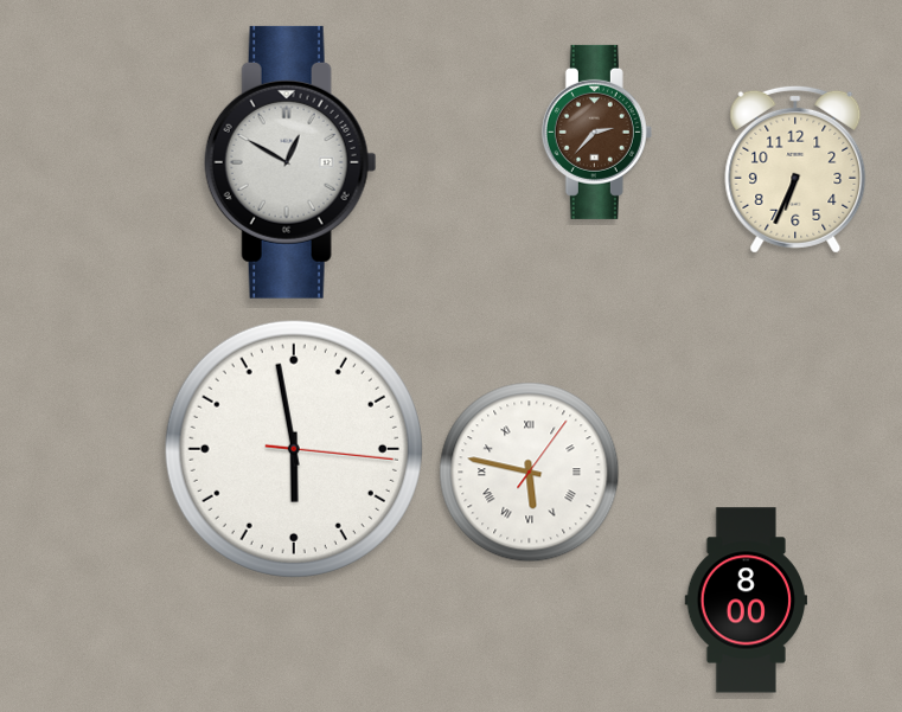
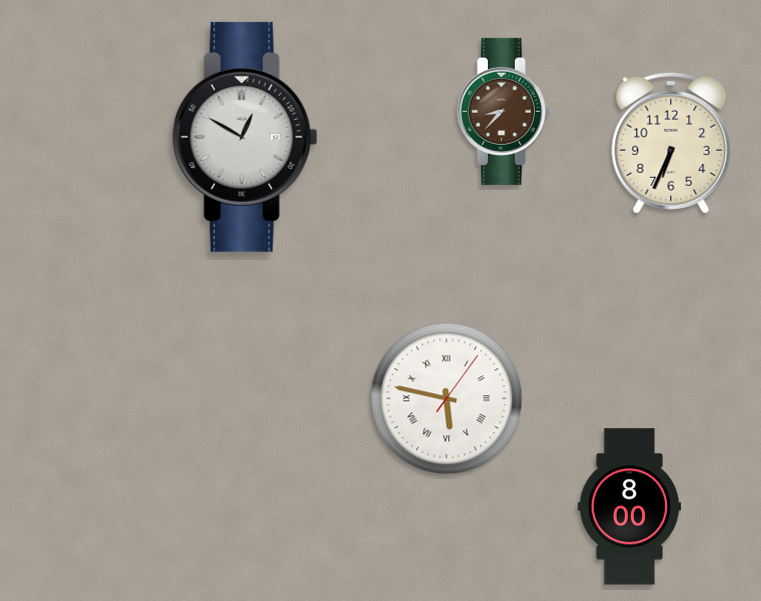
clock at (596, 132): 2:37 -> 8:37
clock at (294, 449): 5:58 -> none
